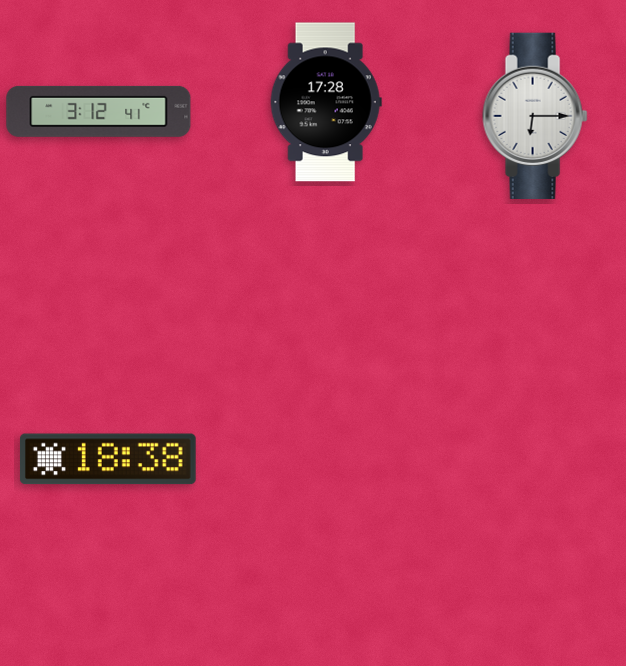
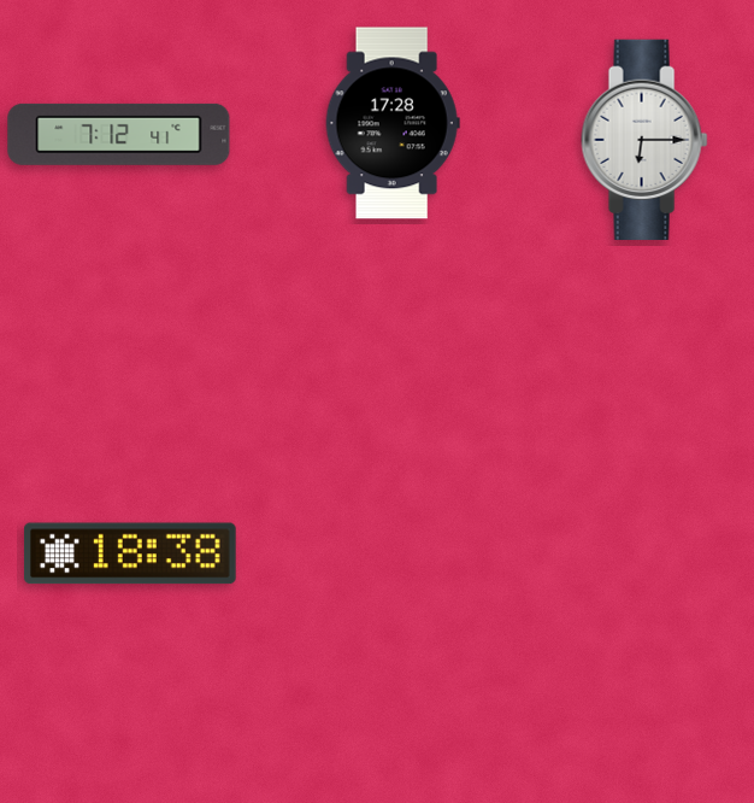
clock at (99, 111): 3:12 -> 7:12
